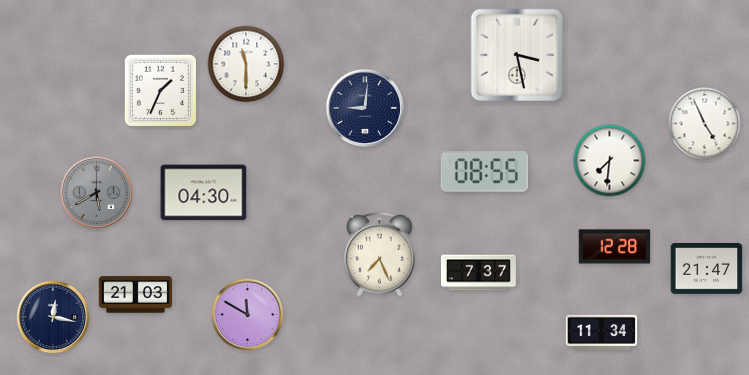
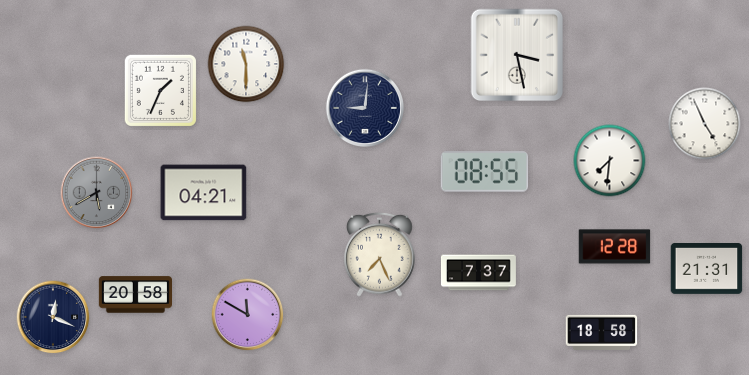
clock at (204, 193): 04:30 -> 04:21
clock at (707, 269): 21:47 -> 21:31
clock at (135, 295): 21:03 -> 20:58
clock at (53, 317): 12:17 -> 12:19
clock at (602, 332): 11:34 -> 18:58
